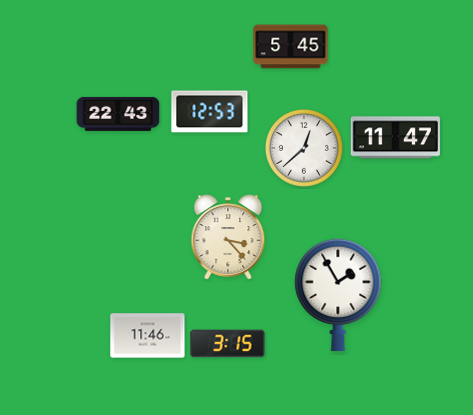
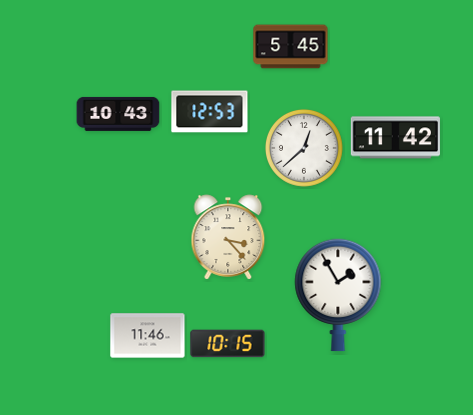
clock at (118, 114): 22:43 -> 10:43
clock at (395, 138): 11:47 -> 11:42
clock at (228, 344): 3:15 -> 10:15
